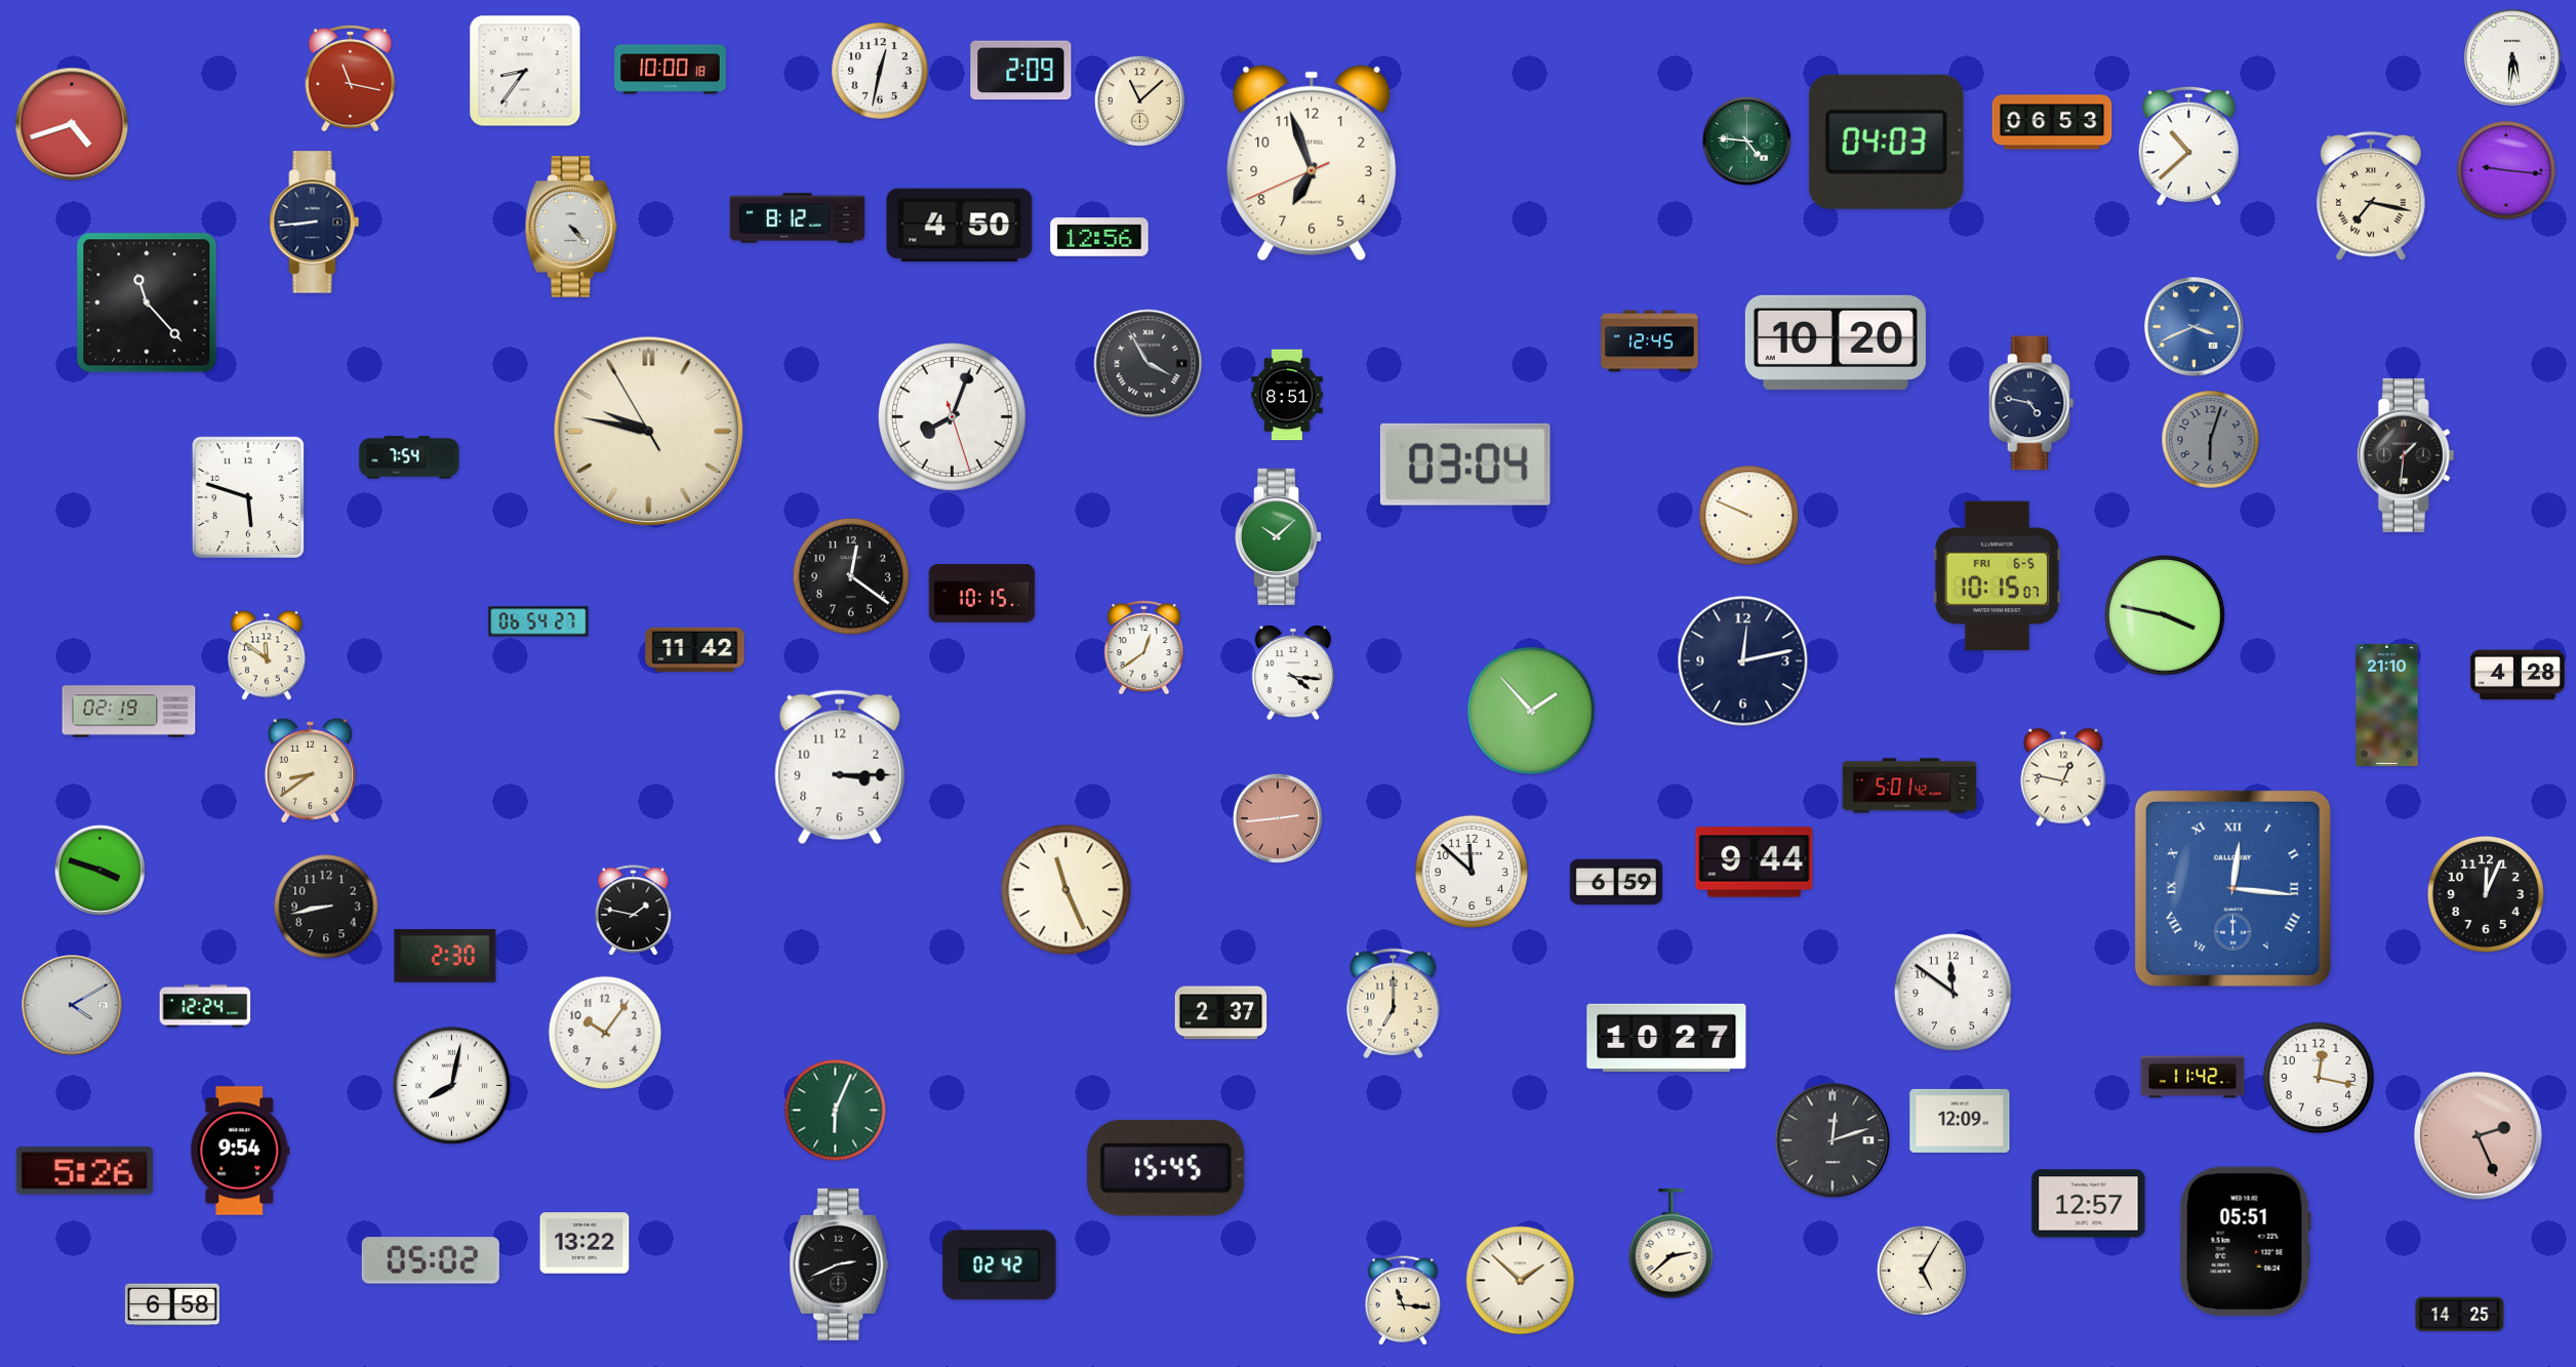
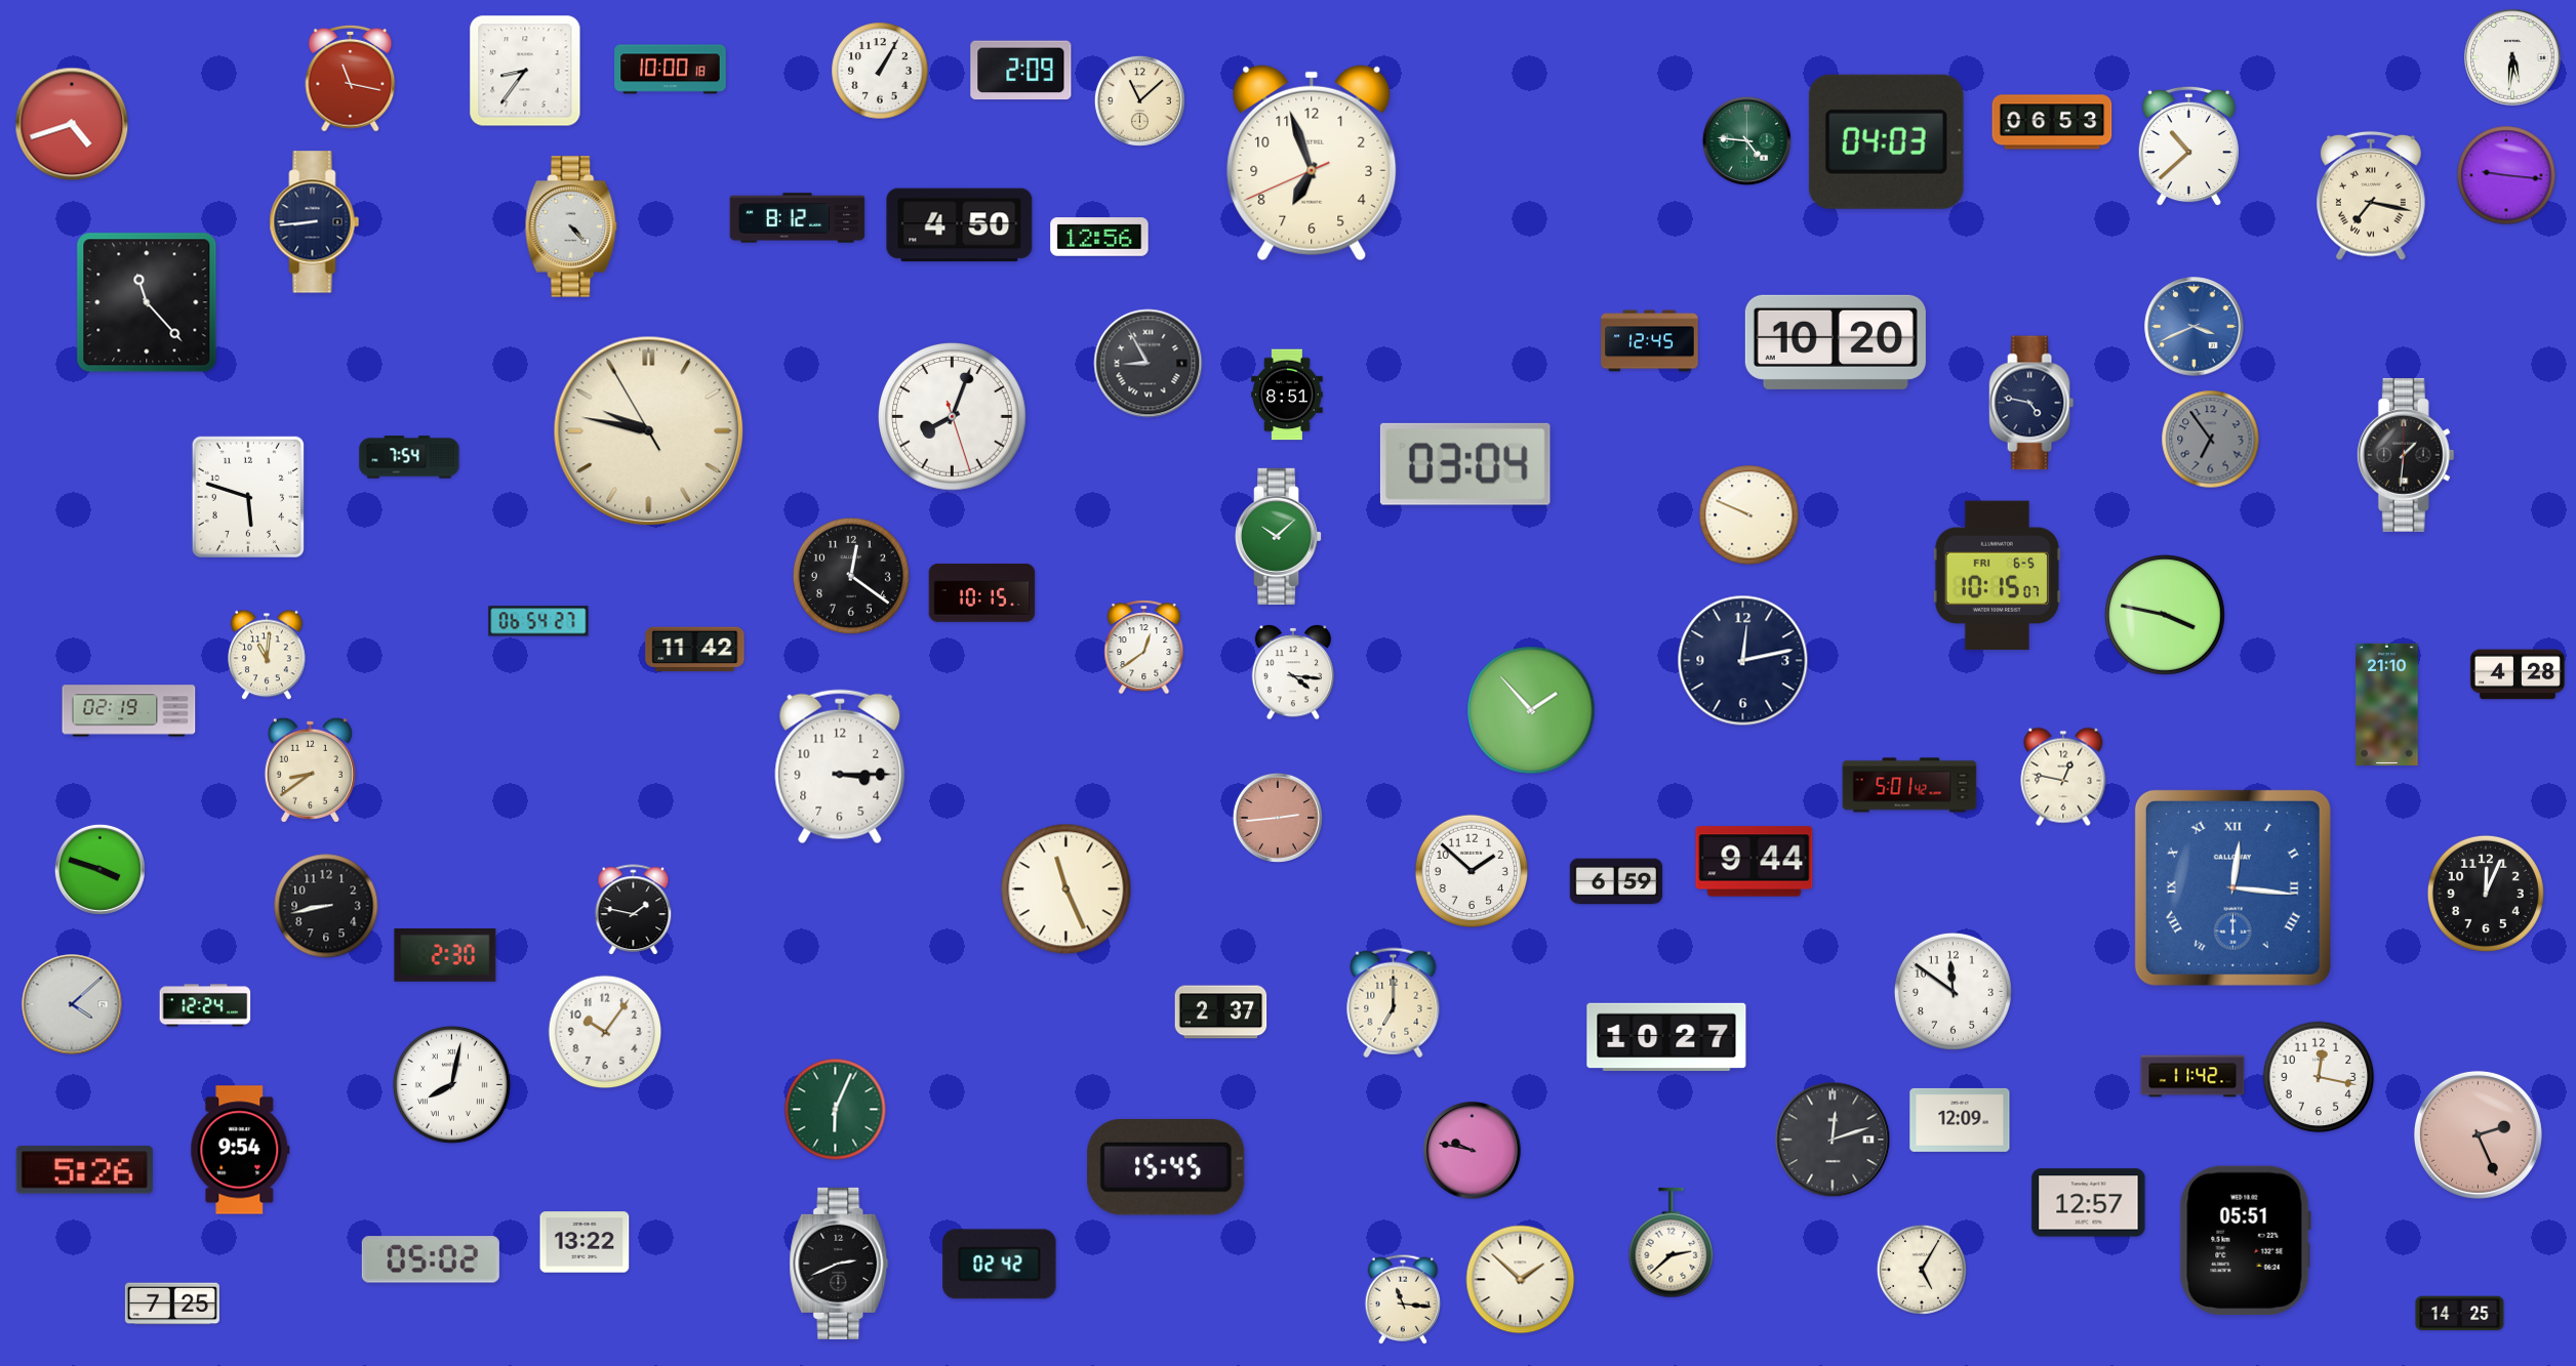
clock at (880, 71): 12:32 -> 1:05
clock at (2506, 170) position: (2506, 170) -> (2506, 175)
clock at (1149, 364): 3:55 -> 8:55
clock at (2211, 440): 6:03 -> 6:54
clock at (267, 655): 11:51 -> 11:01
clock at (1472, 872): 11:52 -> 1:52
clock at (72, 1005): 4:10 -> 4:08
clock at (1473, 1151): none -> 9:47
clock at (172, 1304): 6:58 -> 7:25
